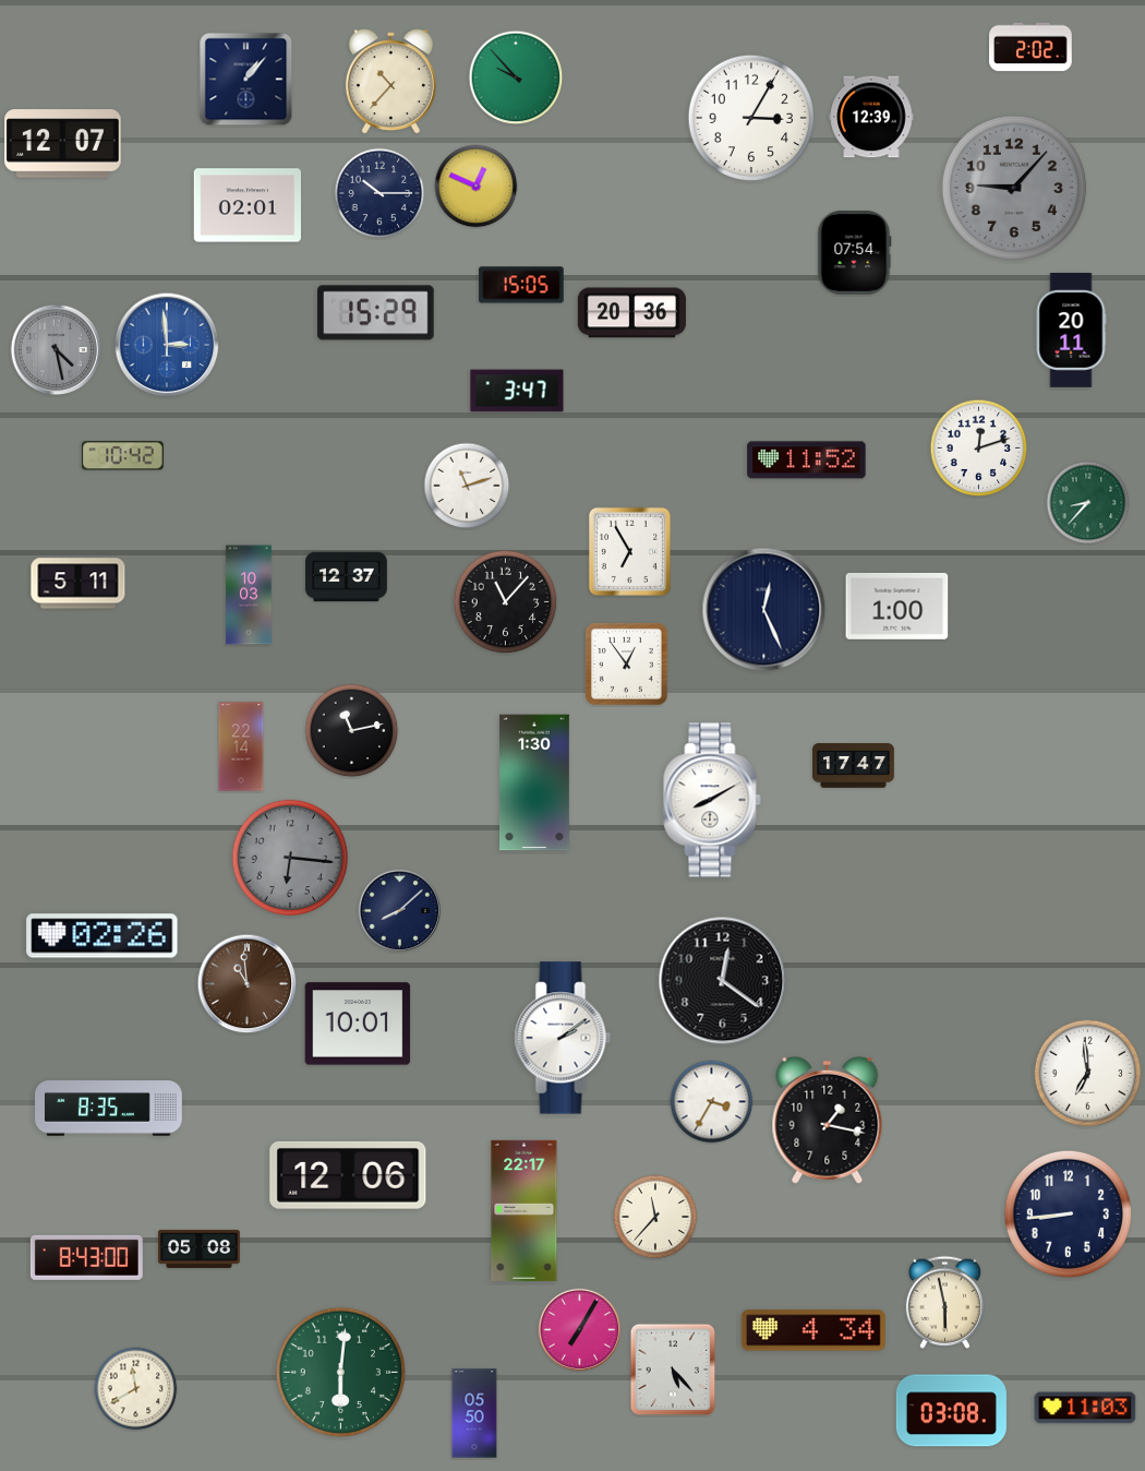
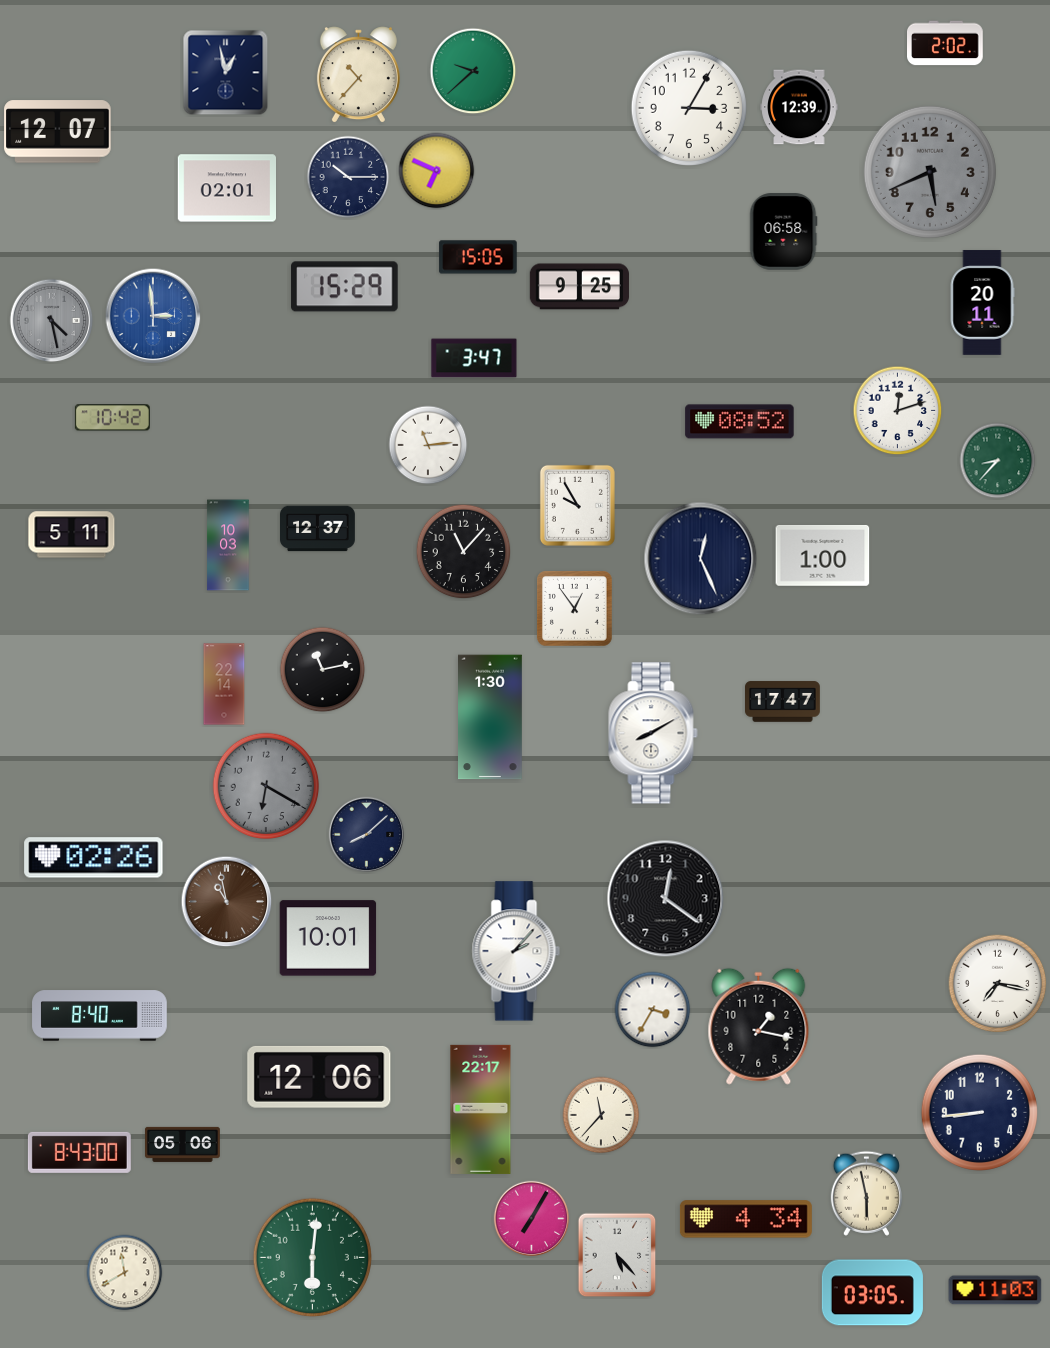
clock at (516, 77): 9:53 -> 9:38
clock at (246, 80): 1:07 -> 12:58
clock at (477, 187): 12:49 -> 6:49
clock at (1014, 188): 9:07 -> 5:41
clock at (855, 253): 07:54 -> 06:58
clock at (521, 285) position: (521, 285) -> (478, 257)
clock at (631, 313): 20:36 -> 9:25
clock at (807, 461): 11:52 -> 08:52
clock at (467, 486): 11:12 -> 11:14
clock at (629, 551): 6:55 -> 9:55
clock at (241, 746) position: (241, 746) -> (224, 684)
clock at (290, 858): 6:16 -> 6:20
clock at (723, 981) position: (723, 981) -> (666, 899)
clock at (248, 984): 10:59 -> 10:58
clock at (563, 1038): 2:09 -> 2:07
clock at (1088, 1074): 6:59 -> 7:17
clock at (109, 1109): 8:35 -> 8:40
clock at (200, 1248): 05:08 -> 05:06
clock at (951, 1411): 03:08 -> 03:05
clock at (474, 1413): 05:50 -> none
